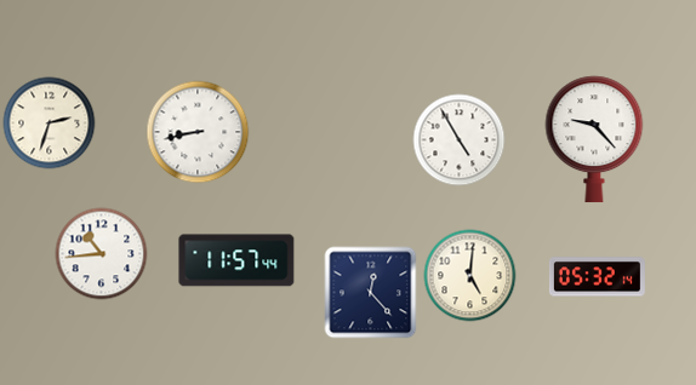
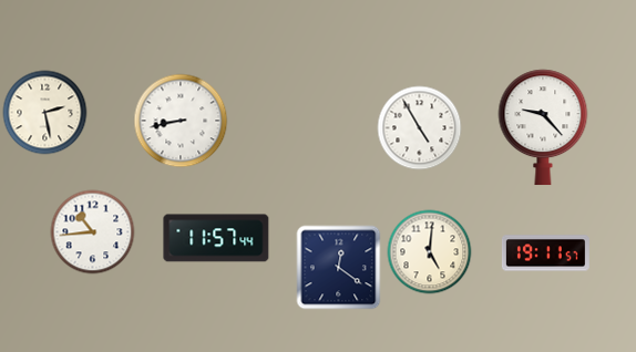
clock at (50, 123): 2:33 -> 2:28
clock at (597, 277): 05:32 -> 19:11
clock at (371, 293): 12:23 -> 12:21
